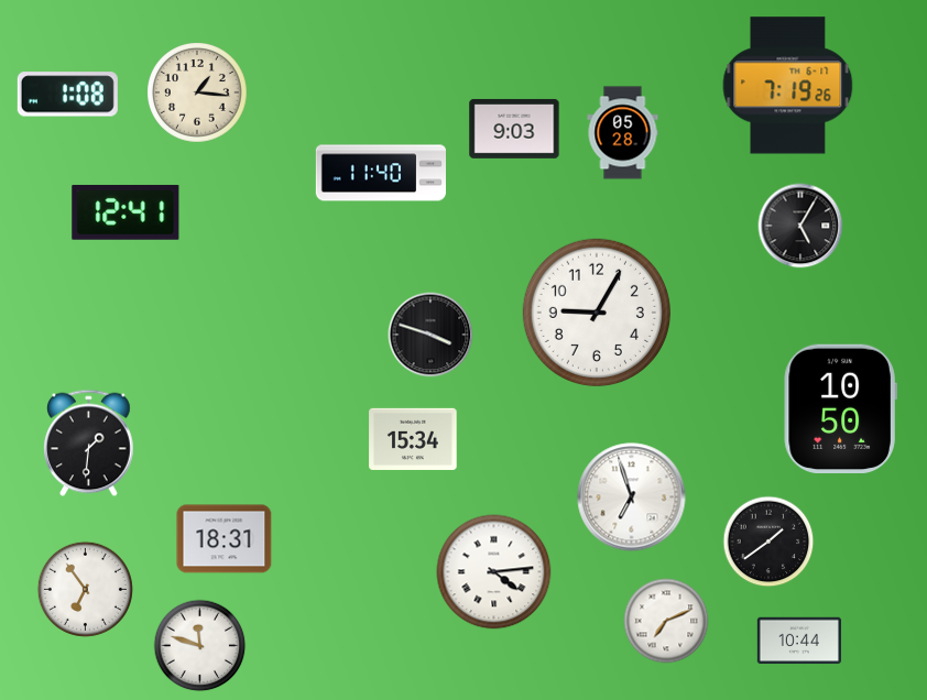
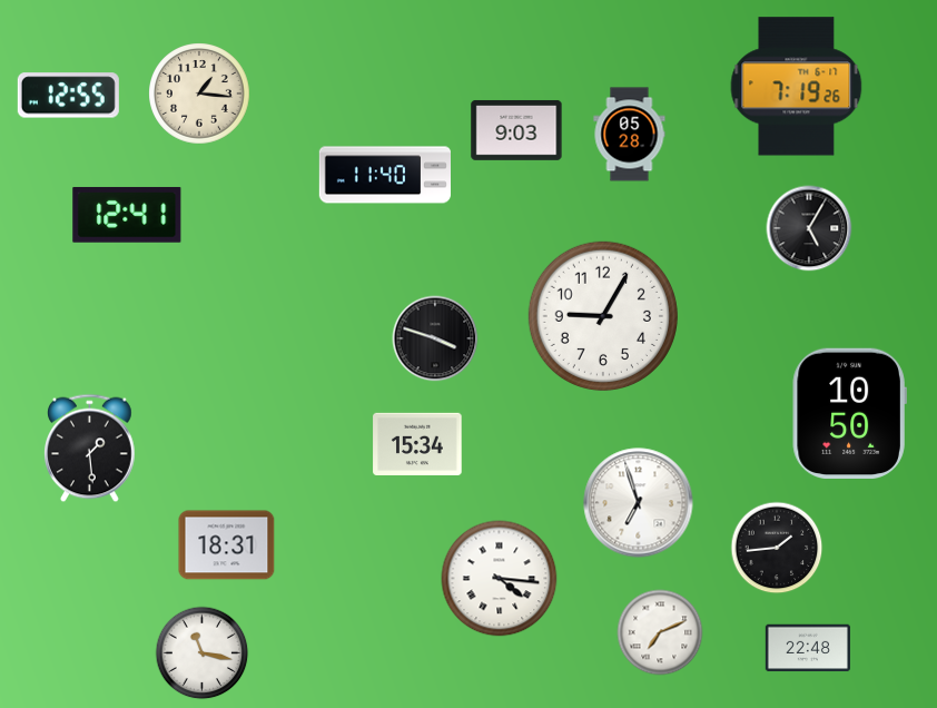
clock at (67, 95): 1:08 -> 12:55
clock at (514, 129) position: (514, 129) -> (516, 130)
clock at (89, 444): 1:31 -> 1:29
clock at (768, 542): 1:39 -> 1:44
clock at (494, 572): 4:14 -> 4:16
clock at (85, 589): 6:54 -> none
clock at (666, 621) position: (666, 621) -> (660, 632)
clock at (799, 641): 10:44 -> 22:48
clock at (200, 646): 11:48 -> 11:17
